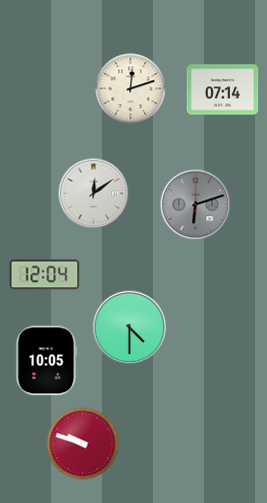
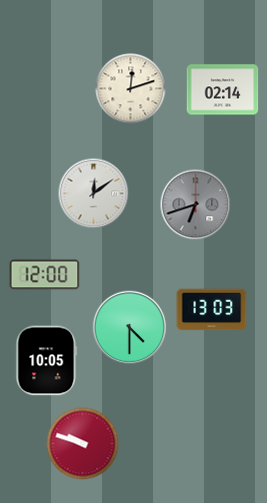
clock at (223, 90): 07:14 -> 02:14
clock at (196, 205): 6:12 -> 6:42
clock at (45, 275): 12:04 -> 12:00
clock at (212, 310): none -> 13:03
